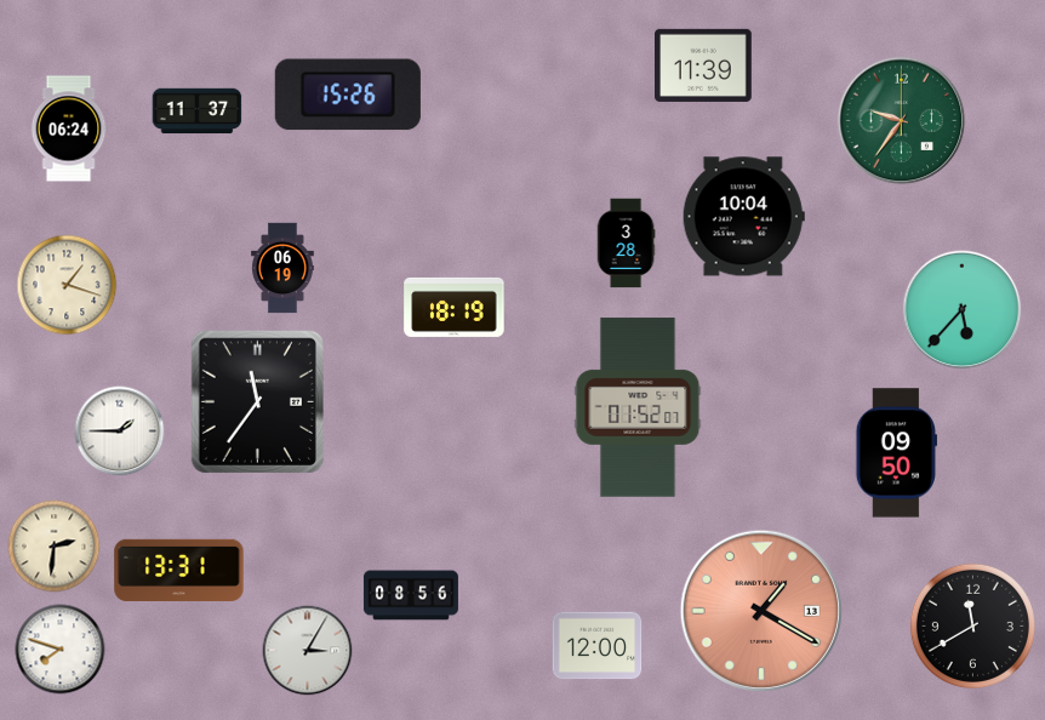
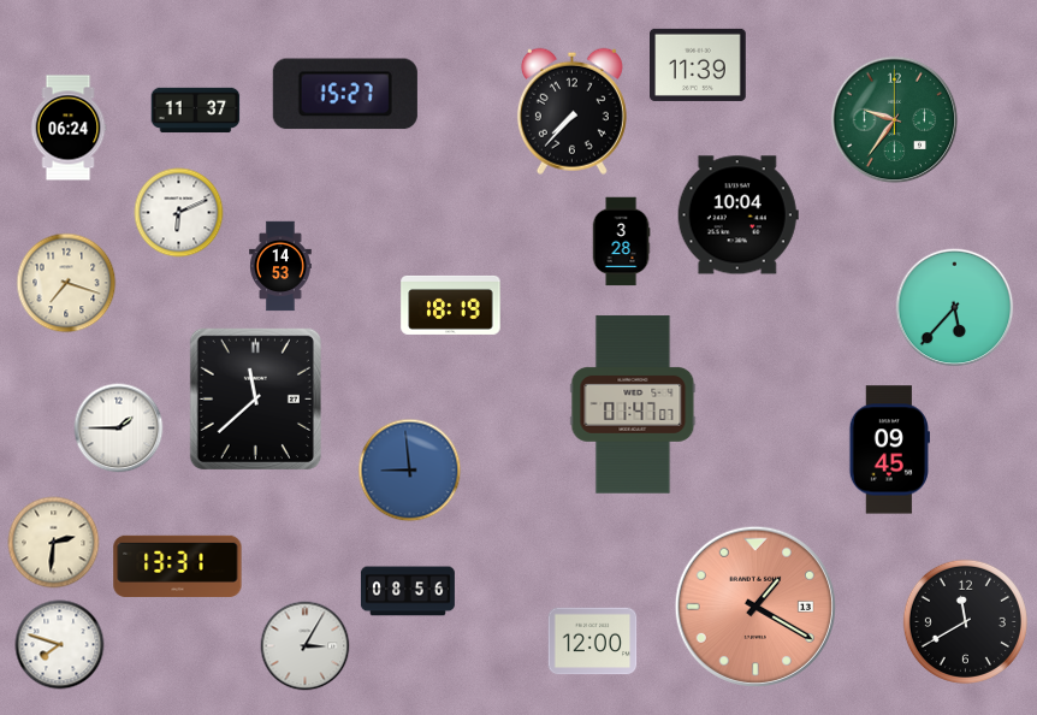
clock at (348, 95): 15:26 -> 15:27
clock at (571, 111): none -> 7:37
clock at (179, 213): none -> 6:11
clock at (282, 268): 06:19 -> 14:53
clock at (67, 285): 1:18 -> 7:18
clock at (257, 401): 11:36 -> 11:38
clock at (638, 407): 01:52 -> 01:47
clock at (896, 453): 09:50 -> 09:45
clock at (410, 471): none -> 8:59
